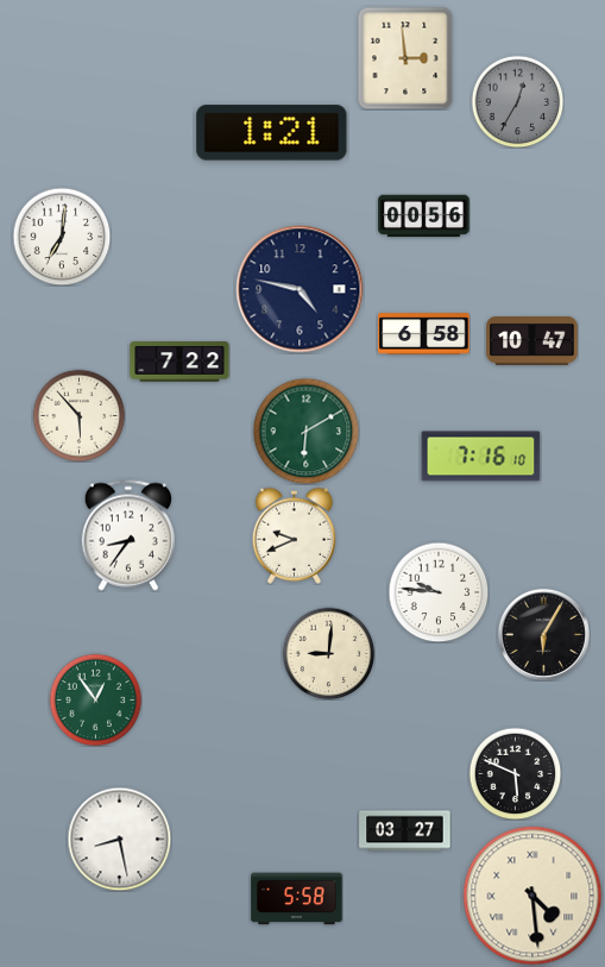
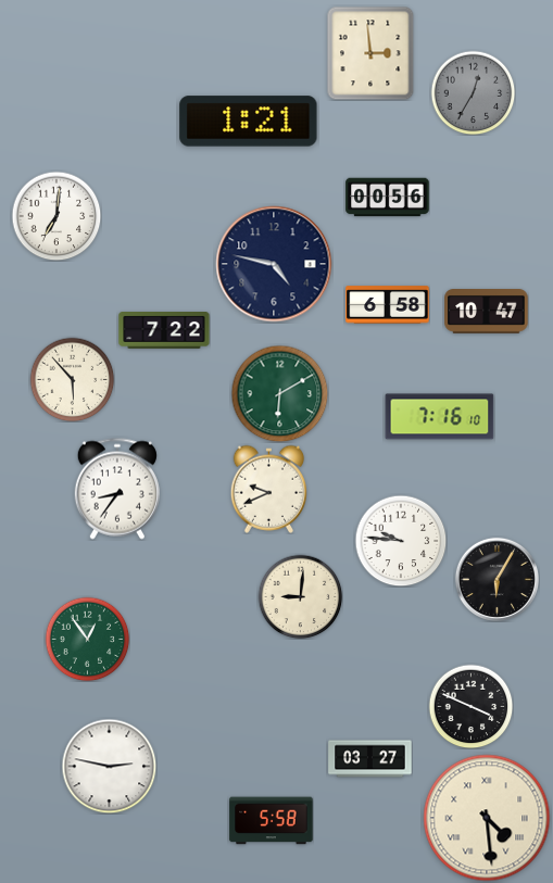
clock at (515, 773): 5:49 -> 3:49
clock at (119, 839): 8:28 -> 2:47
